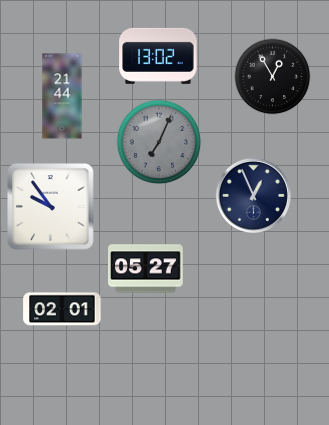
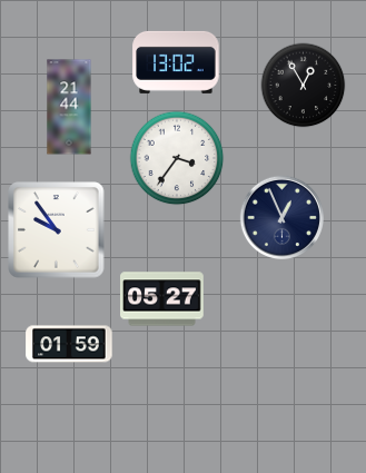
clock at (159, 142): 7:04 -> 3:36
clock at (159, 142) dial: grey -> white
clock at (62, 309): 02:01 -> 01:59
